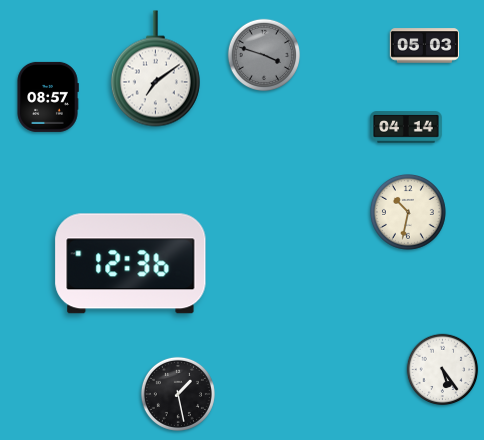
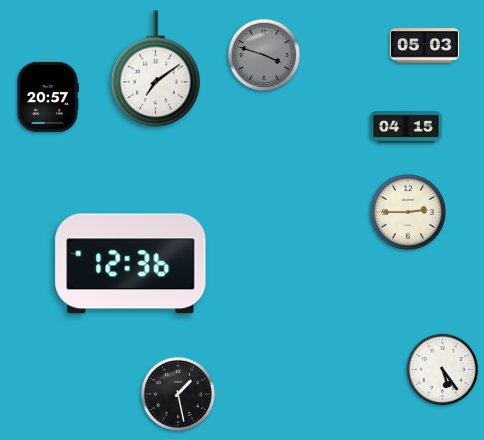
clock at (48, 97): 08:57 -> 20:57
clock at (406, 127): 04:14 -> 04:15
clock at (409, 213): 10:32 -> 2:45
